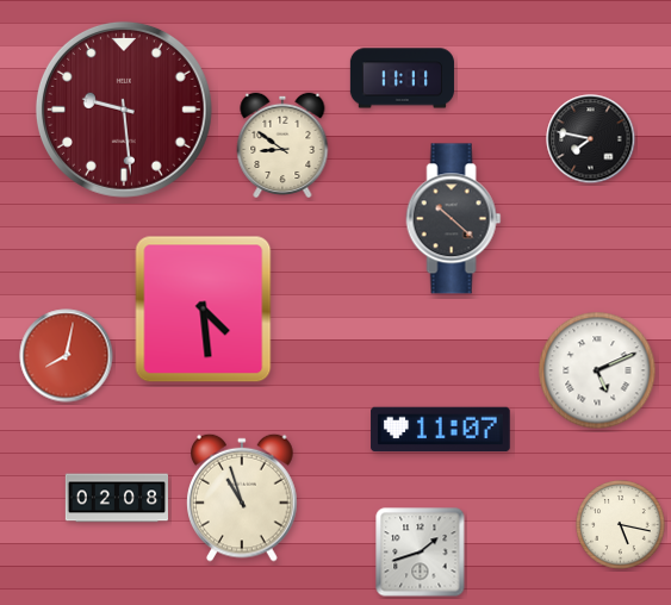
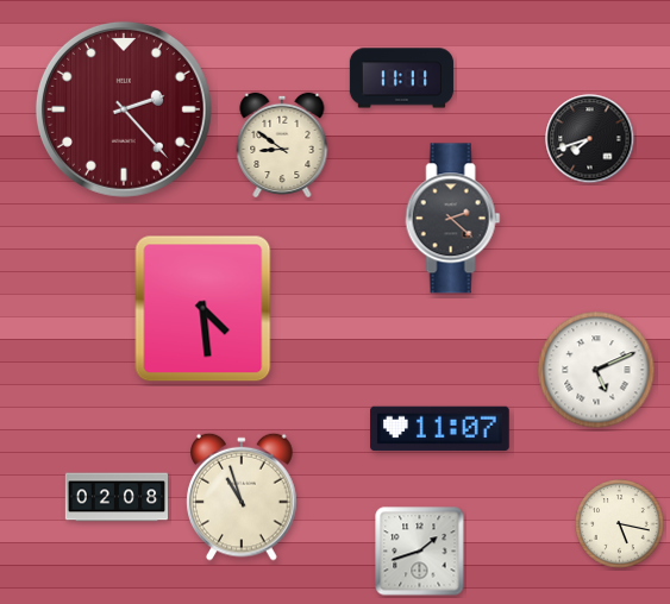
clock at (124, 110): 9:29 -> 2:23
clock at (591, 139): 7:47 -> 7:42
clock at (454, 219): 10:22 -> 2:22
clock at (67, 356): 8:02 -> none
